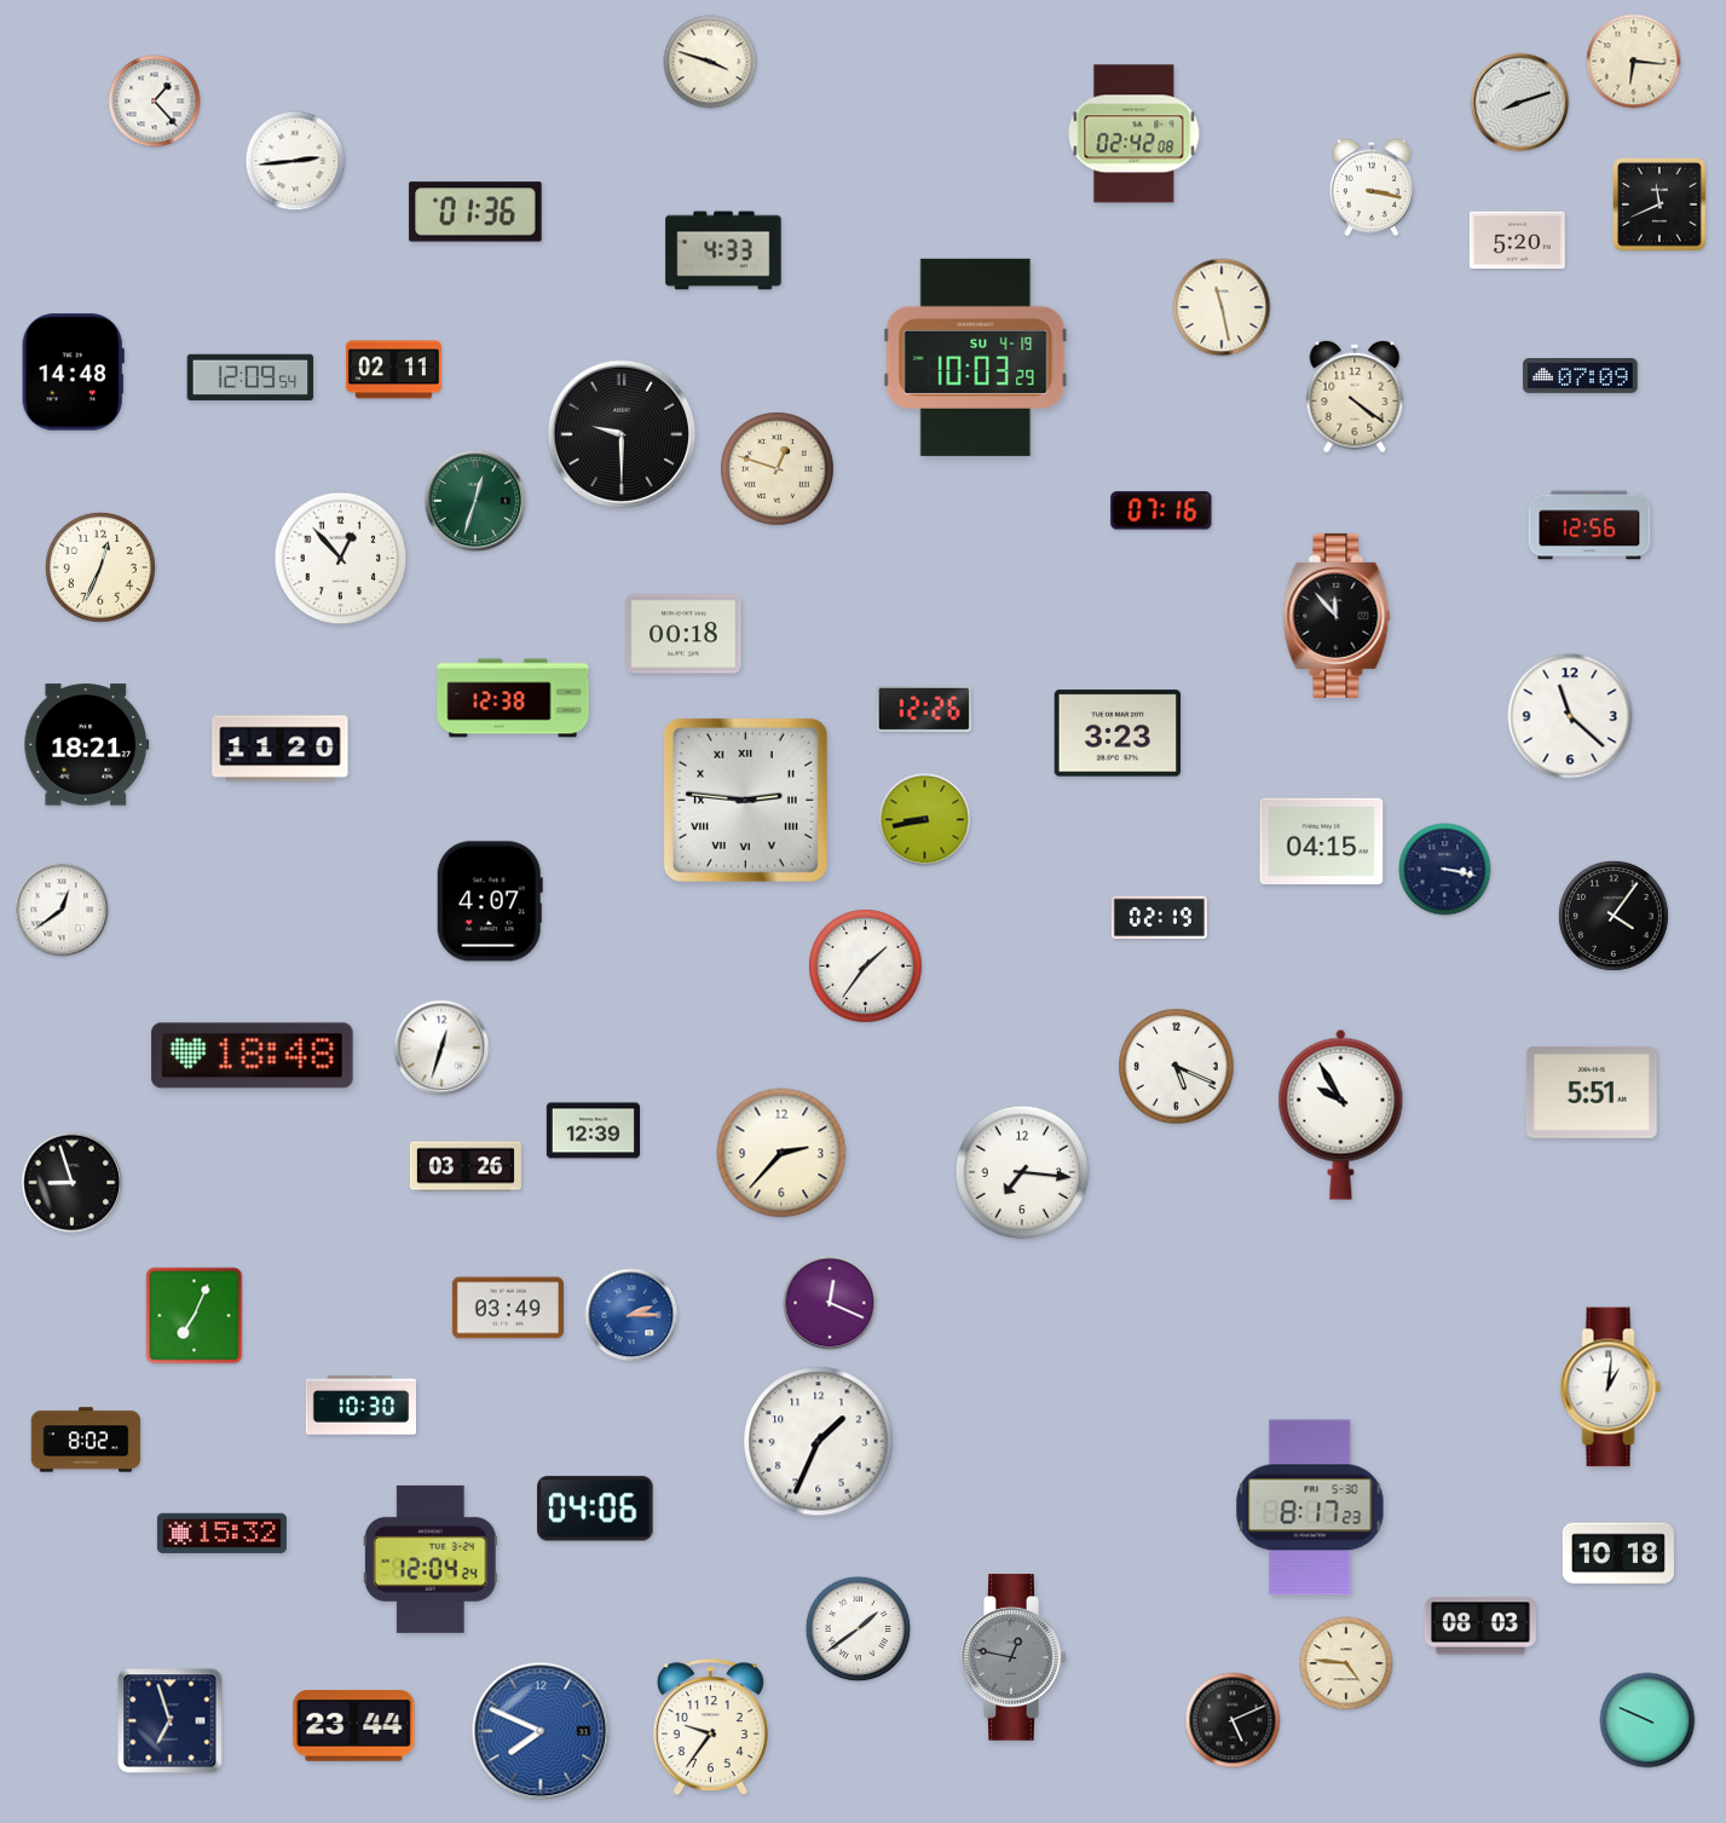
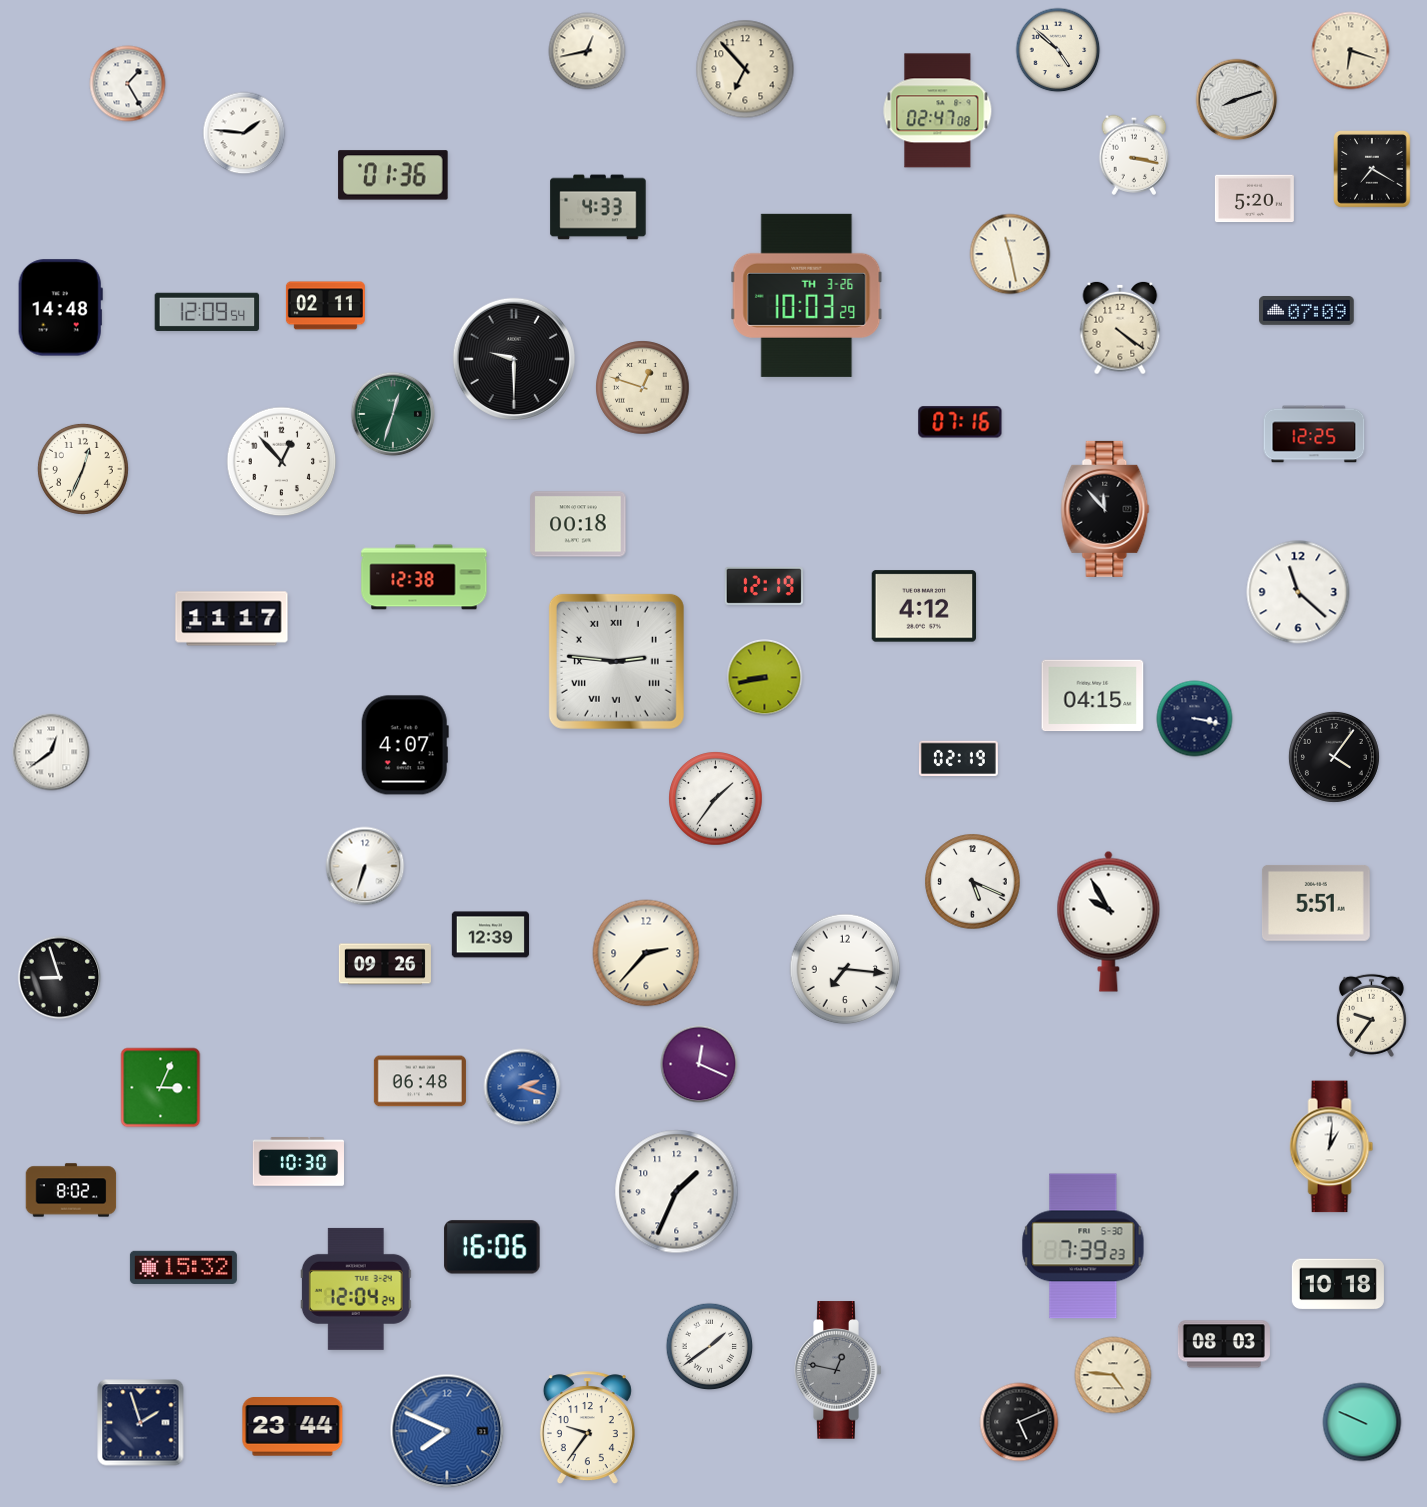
clock at (1058, 50): none -> 4:52
clock at (710, 62): 3:48 -> 12:43
clock at (1634, 62): 6:16 -> 6:18
clock at (745, 69): none -> 6:53
clock at (155, 102): 1:23 -> 1:25
clock at (1520, 103) position: (1520, 103) -> (1237, 100)
clock at (1135, 134): 02:42 -> 02:47
clock at (295, 161): 2:44 -> 1:46
clock at (1661, 206): 11:41 -> 7:20
clock at (976, 357) date: SU 4-19 -> TH 3-26
clock at (1589, 525): 12:56 -> 12:25
clock at (683, 634) position: (683, 634) -> (578, 524)
clock at (924, 709): 12:26 -> 12:19
clock at (1118, 733): 3:23 -> 4:12
clock at (87, 745): 18:21 -> none
clock at (281, 749): 11:20 -> 11:17
clock at (441, 1048): 12:33 -> 6:33
clock at (253, 1056): 18:48 -> none
clock at (466, 1166): 03:26 -> 09:26
clock at (1371, 1015): none -> 9:36
clock at (830, 1303) position: (830, 1303) -> (699, 1064)
clock at (508, 1308): 03:49 -> 06:48
clock at (631, 1315): 2:15 -> 2:18
clock at (195, 1316): 7:04 -> 3:04
clock at (1310, 1507): 8:17 -> 7:39
clock at (595, 1508): 04:06 -> 16:06
clock at (171, 1721): 6:57 -> 1:57
